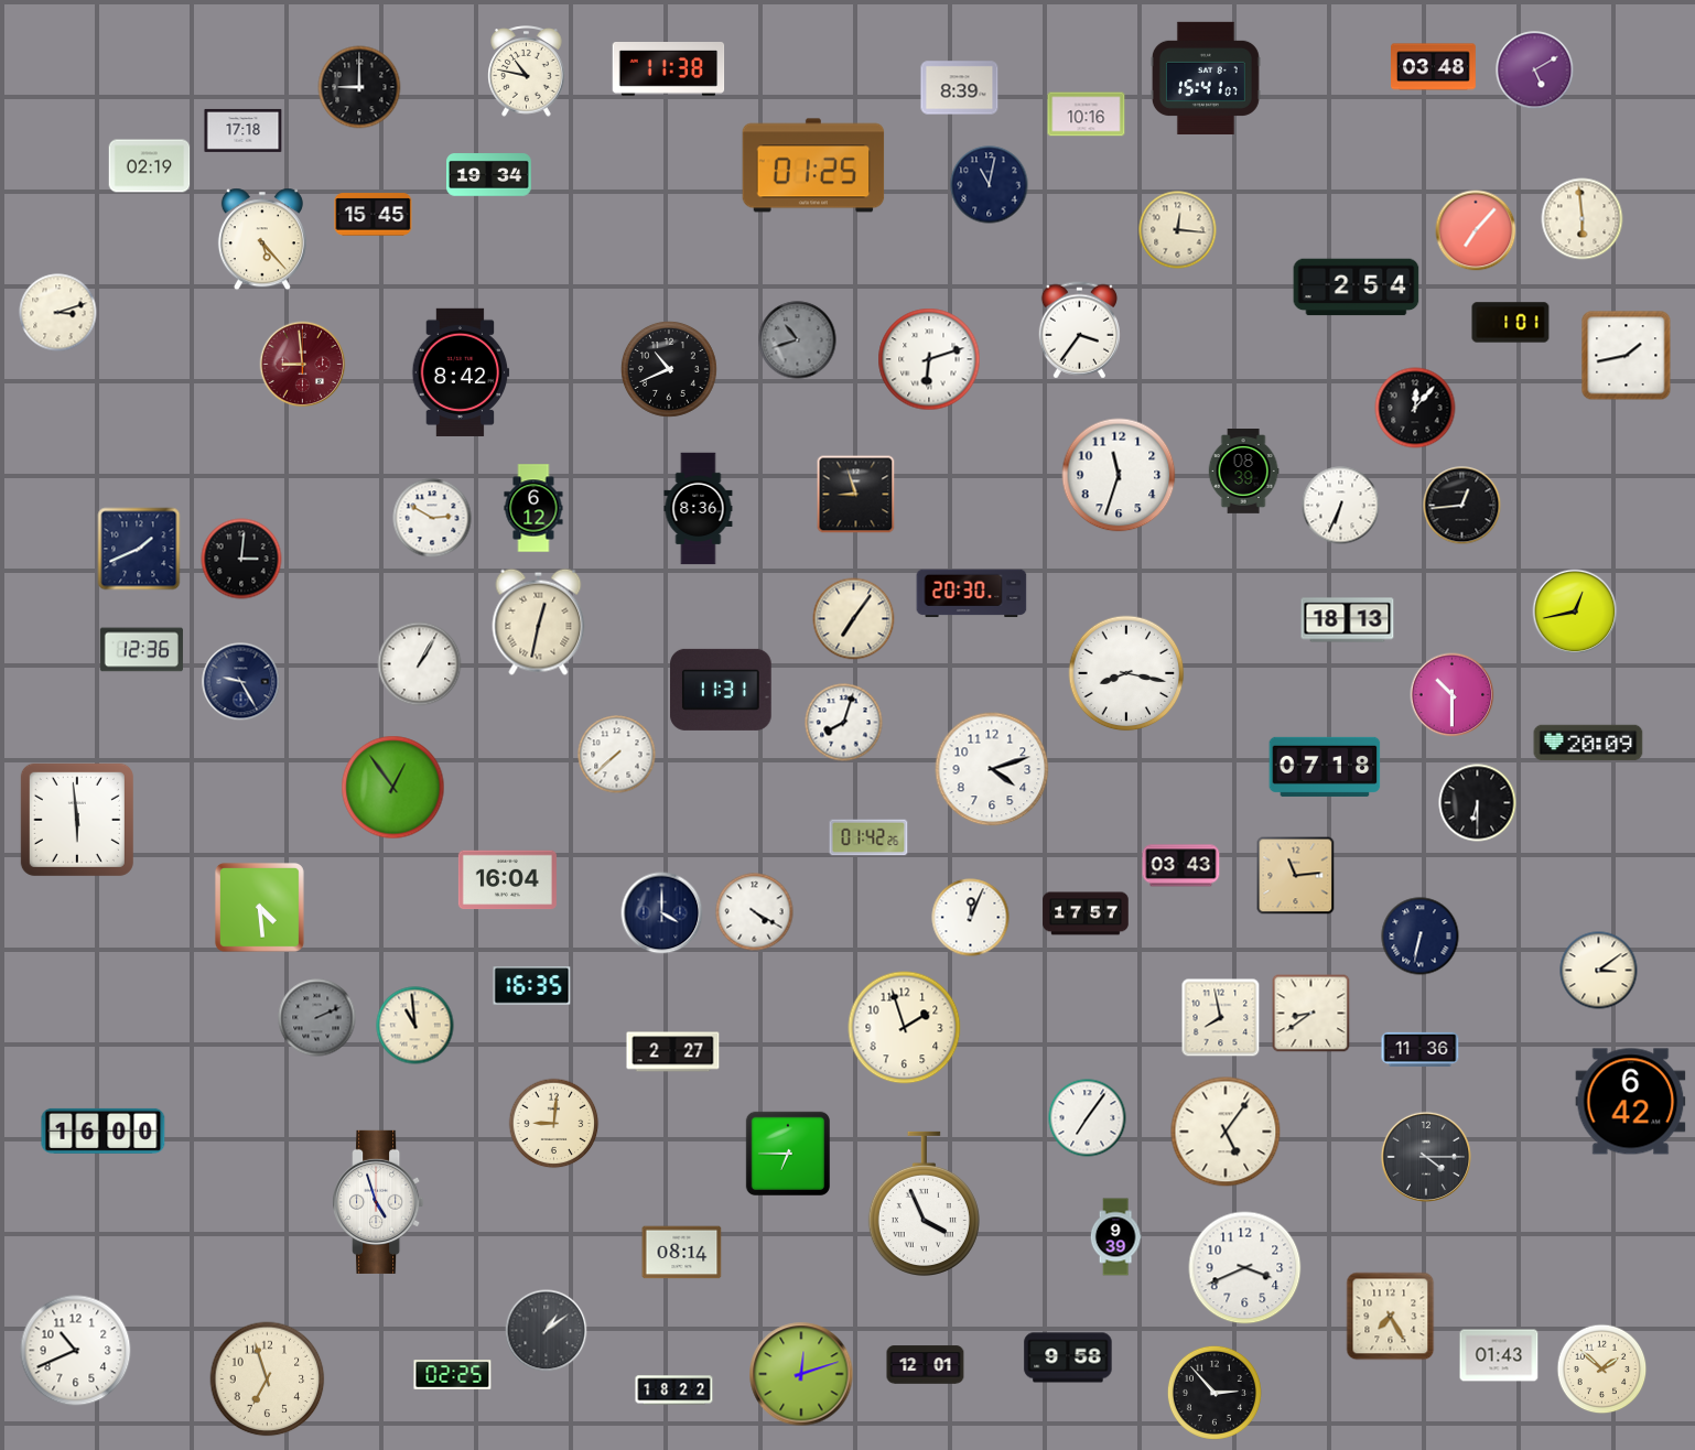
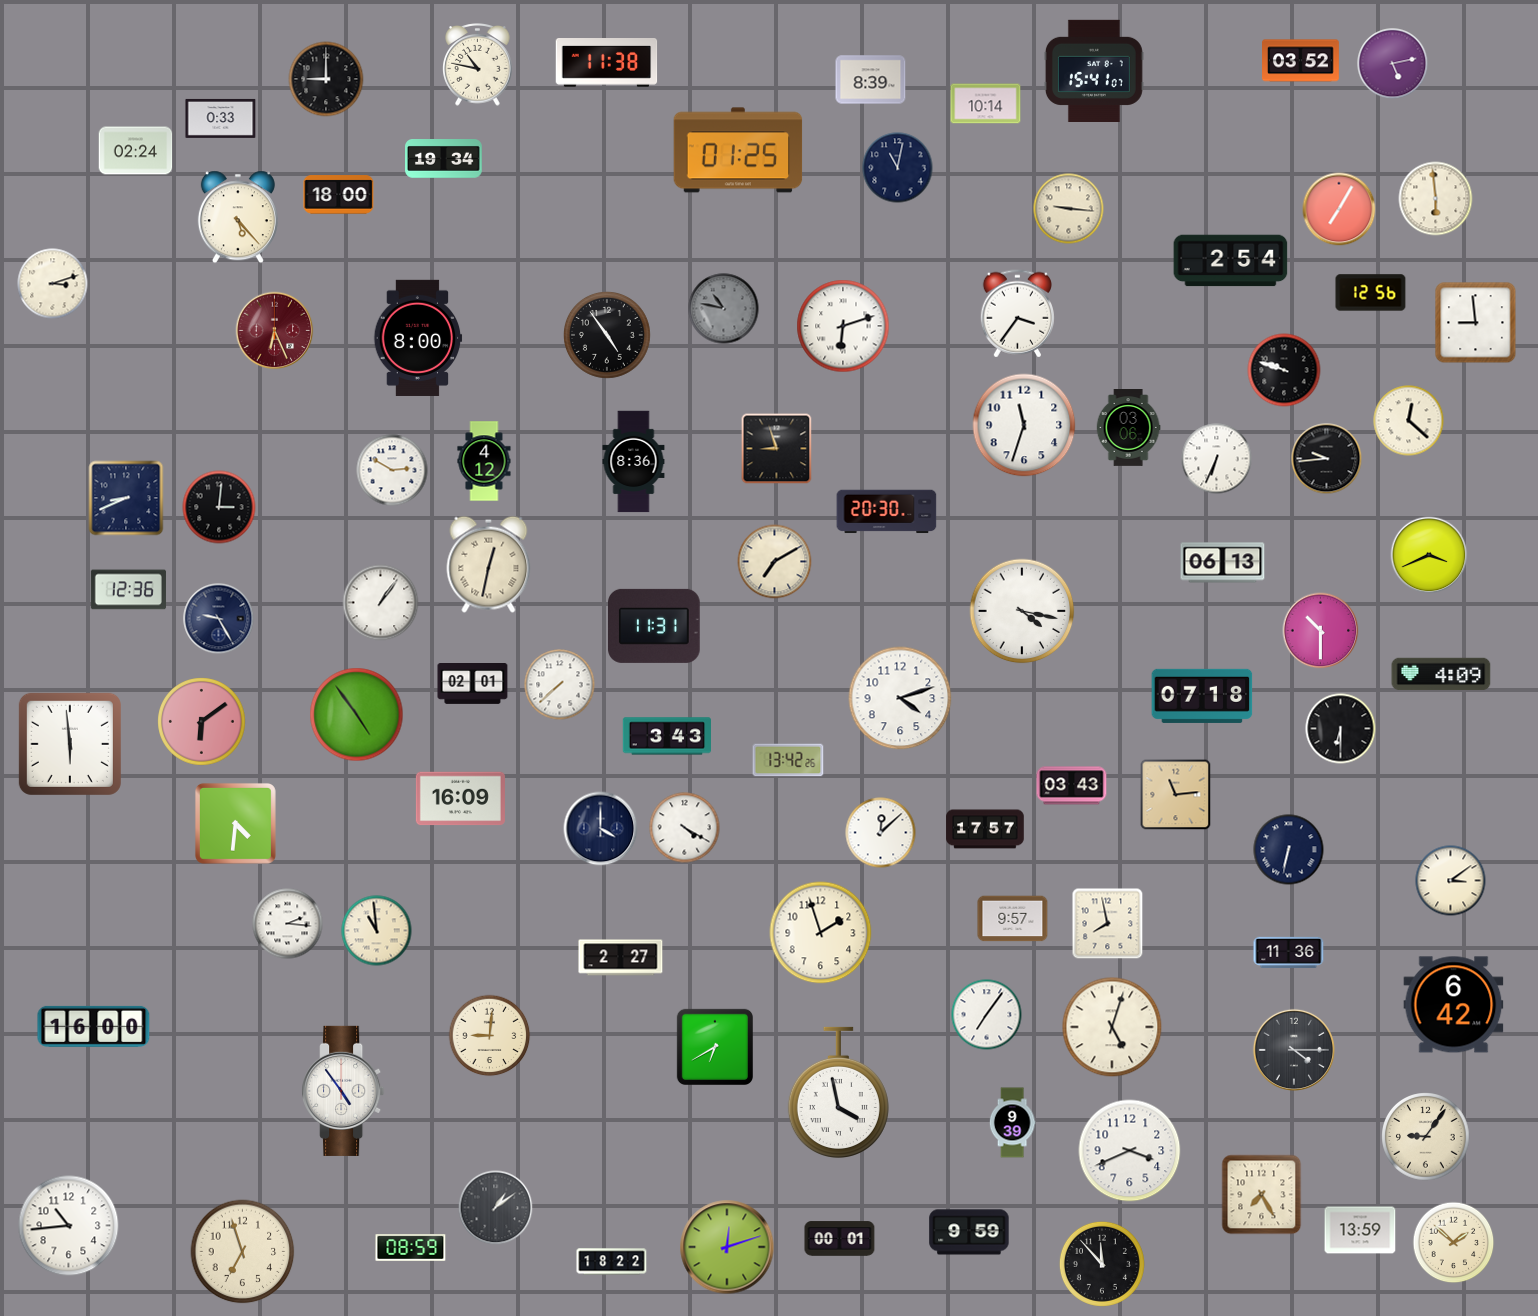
clock at (1434, 67): 03:48 -> 03:52
clock at (1535, 71): 5:10 -> 5:13
clock at (1087, 115): 10:16 -> 10:14
clock at (244, 130): 17:18 -> 0:33
clock at (150, 166): 02:19 -> 02:24
clock at (374, 215): 15:45 -> 18:00
clock at (1178, 230): 12:16 -> 9:16
clock at (1476, 230): 7:07 -> 7:05
clock at (1511, 323): 1:01 -> 12:56
clock at (1079, 331) position: (1079, 331) -> (1017, 314)
clock at (798, 340): 10:42 -> 10:47
clock at (1627, 356): 1:43 -> 8:59
clock at (303, 365): 8:59 -> 6:26
clock at (670, 370): 10:41 -> 4:54
clock at (461, 372): 8:42 -> 8:00
clock at (1415, 408): 12:07 -> 9:48
clock at (1409, 421): none -> 12:22
clock at (1243, 472): 08:39 -> 03:06
clock at (1119, 475) position: (1119, 475) -> (1024, 425)
clock at (1462, 506): 12:44 -> 9:44
clock at (533, 508): 6:12 -> 4:12
clock at (139, 549): 1:41 -> 8:41
clock at (972, 594) position: (972, 594) -> (887, 512)
clock at (1575, 612): 12:43 -> 3:41
clock at (854, 619): 7:06 -> 7:10
clock at (1348, 620): 18:13 -> 06:13
clock at (420, 664): 1:05 -> 1:06
clock at (1126, 673): 8:17 -> 4:17
clock at (1453, 695) position: (1453, 695) -> (1321, 631)
clock at (844, 723): 8:03 -> none
clock at (1588, 743): 20:09 -> 4:09
clock at (473, 684): none -> 02:01
clock at (393, 788): 12:54 -> 4:54
clock at (202, 722): none -> 6:09
clock at (666, 736): none -> 3:43
clock at (868, 837): 01:42 -> 13:42
clock at (507, 880): 16:04 -> 16:09
clock at (259, 907): 4:29 -> 4:31
clock at (971, 918): 12:04 -> 12:08
clock at (532, 986): 16:35 -> none
clock at (1013, 919): none -> 9:57
clock at (1311, 1014): 8:39 -> none
clock at (317, 1018): 2:11 -> 2:16
clock at (317, 1018) dial: grey -> white
clock at (673, 1052) position: (673, 1052) -> (621, 958)
clock at (1631, 1102) position: (1631, 1102) -> (1454, 1005)
clock at (554, 1124) position: (554, 1124) -> (490, 1036)
clock at (1226, 1132): 5:06 -> 5:03
clock at (787, 1153): 6:45 -> 6:40
clock at (378, 1202): 4:57 -> 4:54
clock at (924, 1203): 3:56 -> 3:58
clock at (682, 1253): 08:14 -> none
clock at (1426, 1137): none -> 9:06
clock at (76, 1351): 10:41 -> 10:44
clock at (1499, 1355): 01:43 -> 13:59
clock at (1068, 1357): 9:58 -> 9:59
clock at (926, 1365): 12:01 -> 00:01
clock at (453, 1375): 02:25 -> 08:59
clock at (1214, 1393): 2:53 -> 11:53
